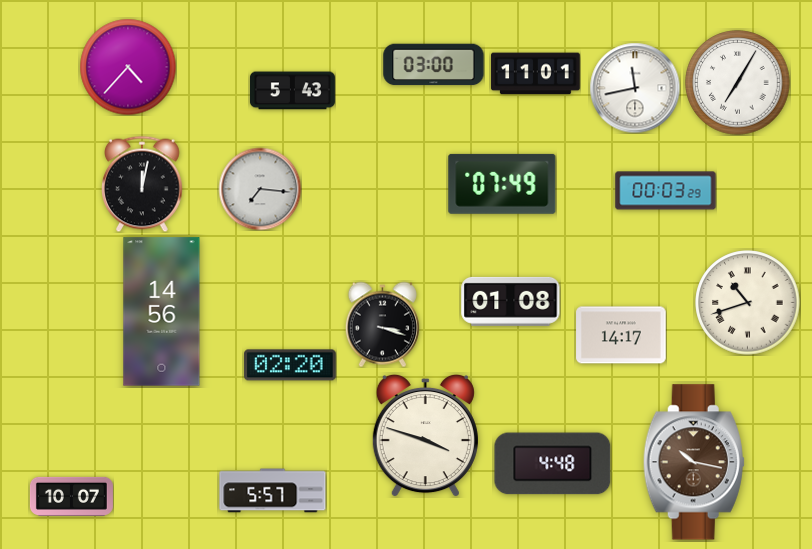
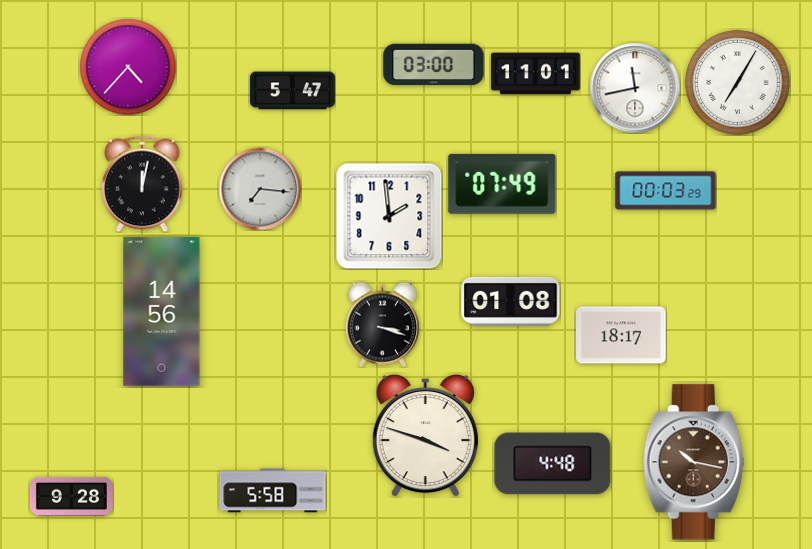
clock at (292, 91): 5:43 -> 5:47
clock at (389, 216): none -> 1:59
clock at (748, 303): 10:42 -> none
clock at (621, 335): 14:17 -> 18:17
clock at (290, 365): 02:20 -> none
clock at (273, 491): 5:57 -> 5:58
clock at (71, 496): 10:07 -> 9:28
